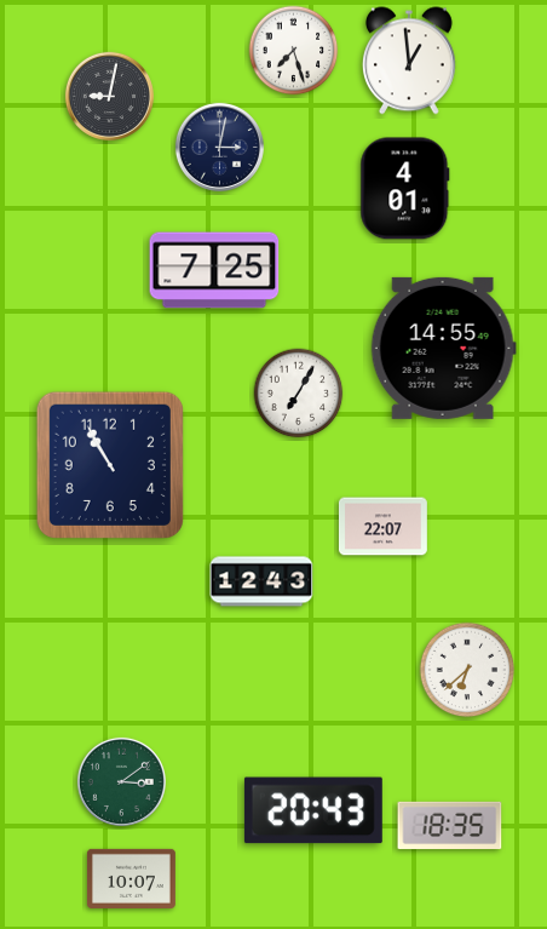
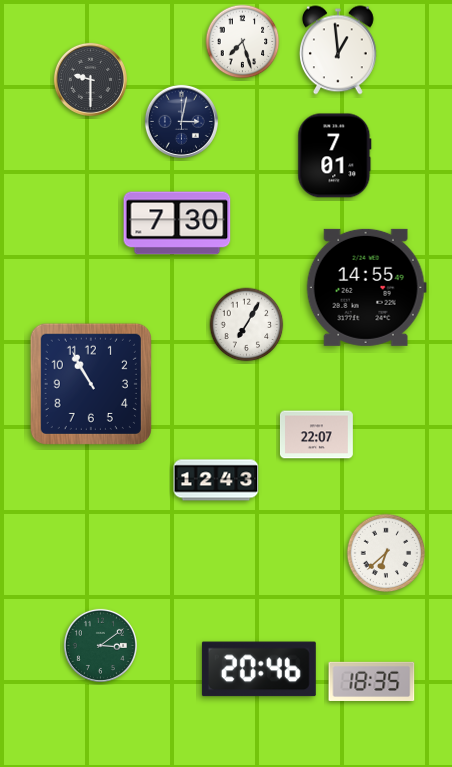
clock at (109, 96): 9:02 -> 9:30
clock at (405, 189): 4:01 -> 7:01
clock at (214, 270): 7:25 -> 7:30
clock at (313, 810): 20:43 -> 20:46
clock at (131, 878): 10:07 -> none
